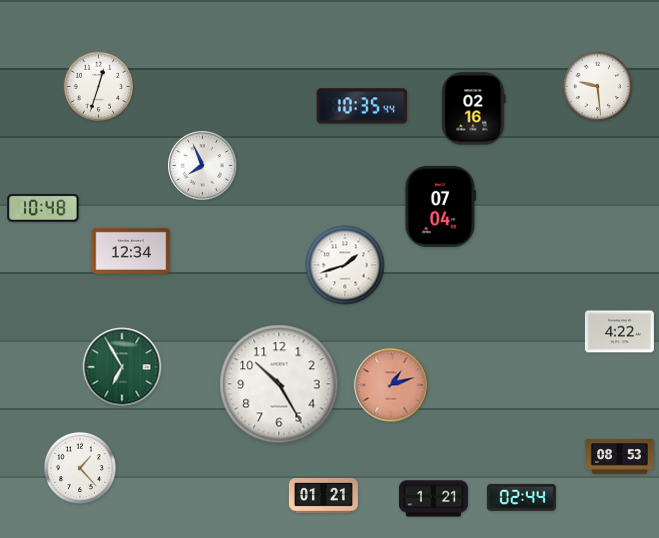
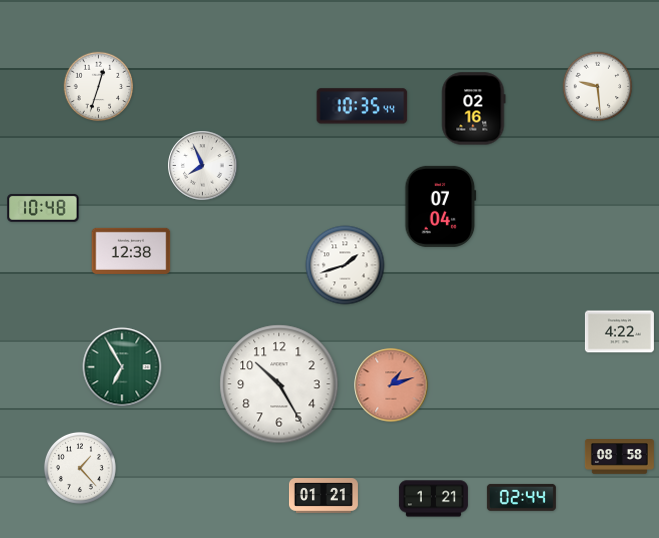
clock at (131, 251): 12:34 -> 12:38
clock at (619, 457): 08:53 -> 08:58
